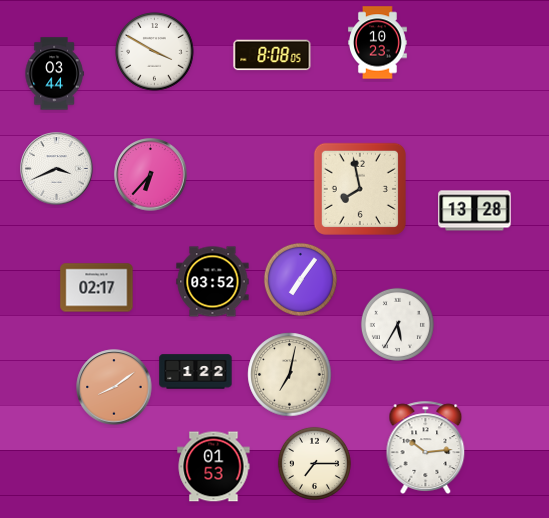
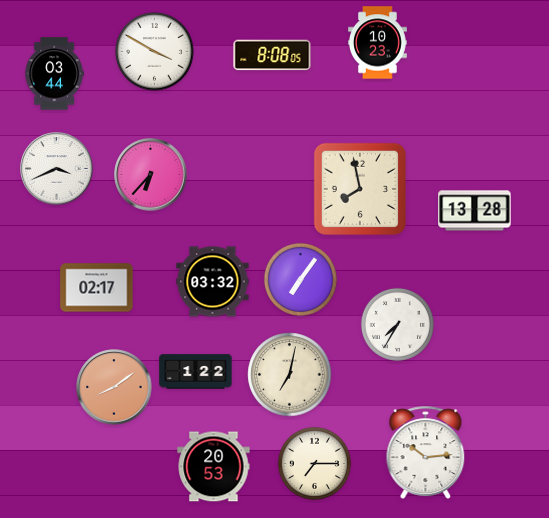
clock at (213, 282): 03:52 -> 03:32
clock at (397, 324): 5:35 -> 7:35
clock at (426, 447) position: (426, 447) -> (426, 452)
clock at (214, 467): 01:53 -> 20:53
